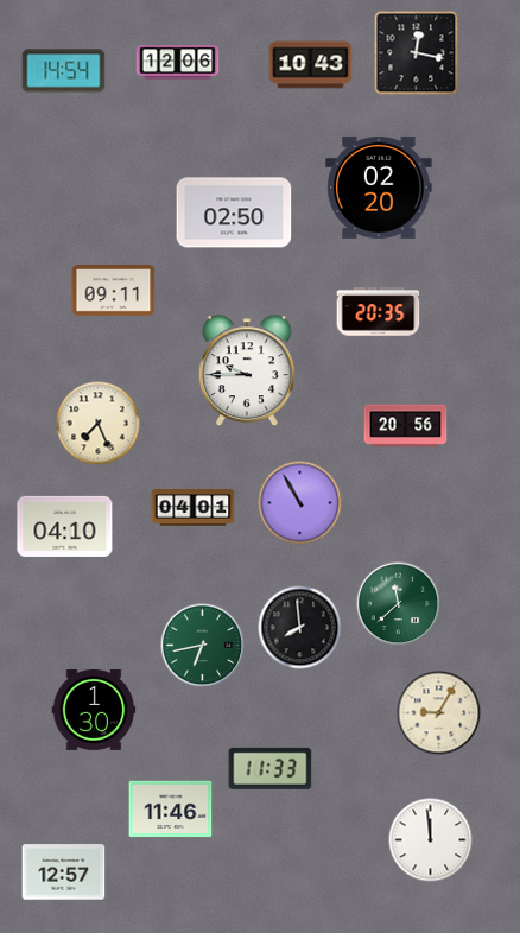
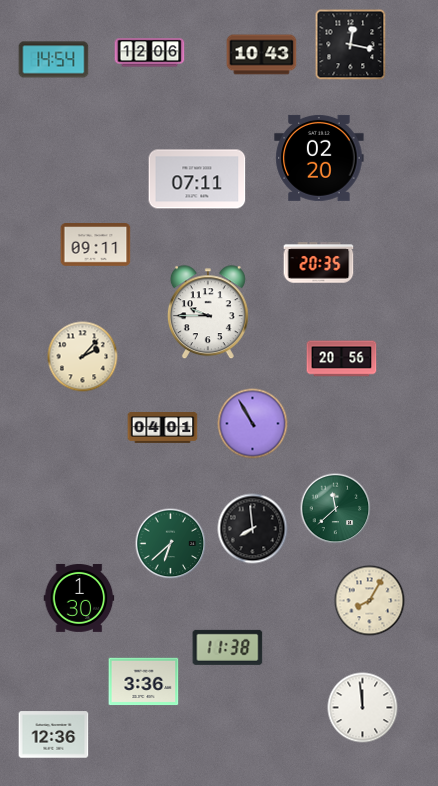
clock at (234, 212): 02:50 -> 07:11
clock at (99, 424): 7:26 -> 2:07
clock at (65, 526): 04:10 -> none
clock at (203, 646): 6:43 -> 6:38
clock at (439, 713): 9:05 -> 8:05
clock at (271, 768): 11:33 -> 11:38
clock at (171, 810): 11:46 -> 3:36
clock at (64, 872): 12:57 -> 12:36
